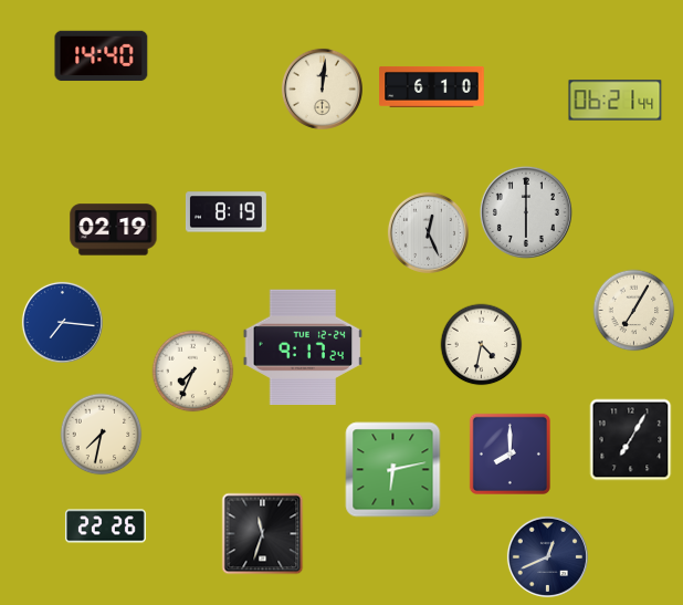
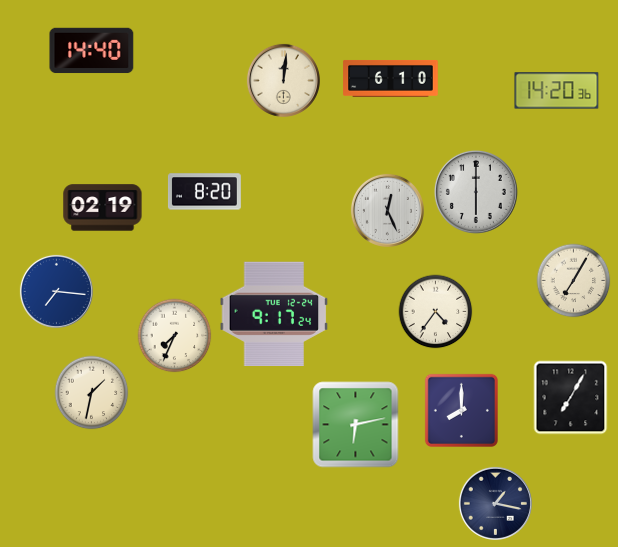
clock at (322, 88) position: (322, 88) -> (283, 80)
clock at (616, 101): 06:21 -> 14:20
clock at (225, 212): 8:19 -> 8:20
clock at (482, 345): 4:32 -> 4:36
clock at (102, 435): 7:32 -> 1:32
clock at (105, 526): 22:26 -> none
clock at (263, 534): 11:33 -> none
clock at (547, 556): 12:41 -> 1:17
